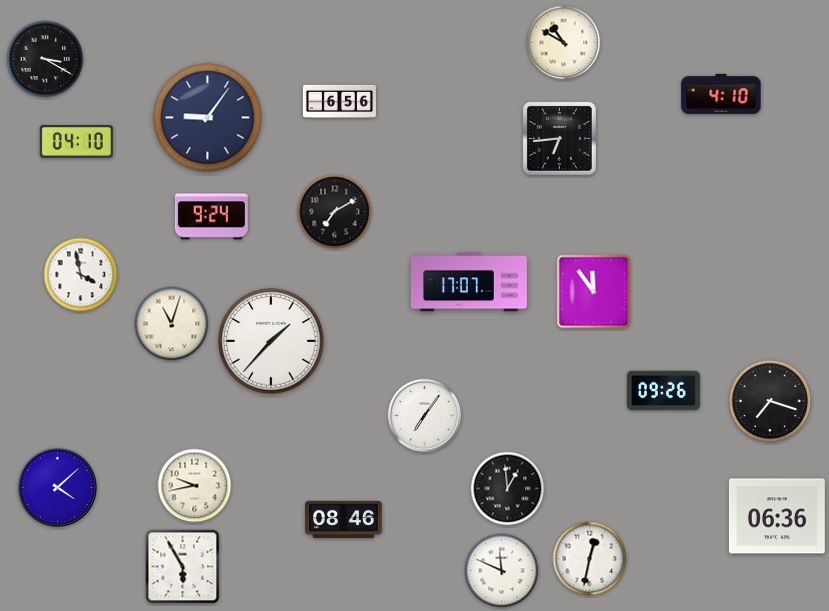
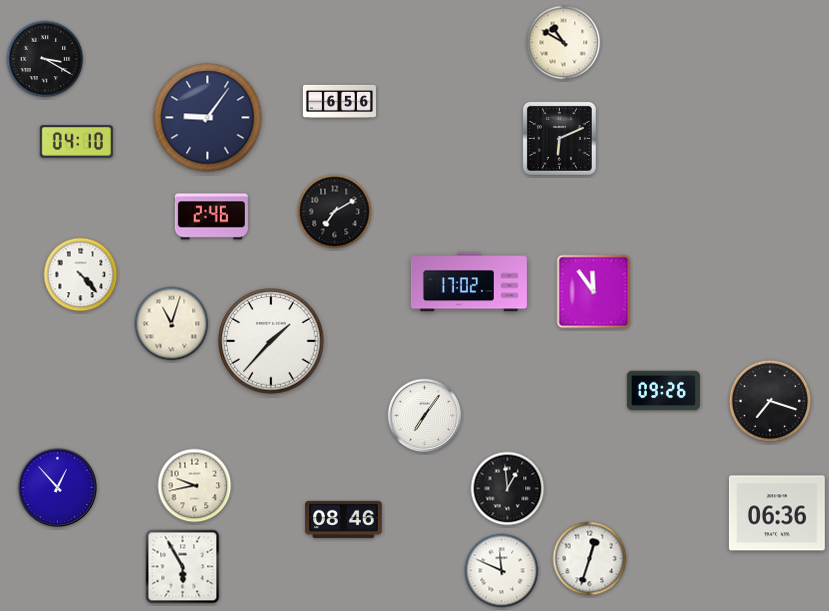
clock at (721, 94): 4:10 -> none
clock at (559, 138): 6:44 -> 6:11
clock at (211, 217): 9:24 -> 2:46
clock at (81, 275): 3:58 -> 4:23
clock at (469, 282): 17:07 -> 17:02
clock at (57, 487): 4:08 -> 12:53
clock at (777, 516) position: (777, 516) -> (777, 513)
clock at (590, 559): 12:32 -> 12:33
